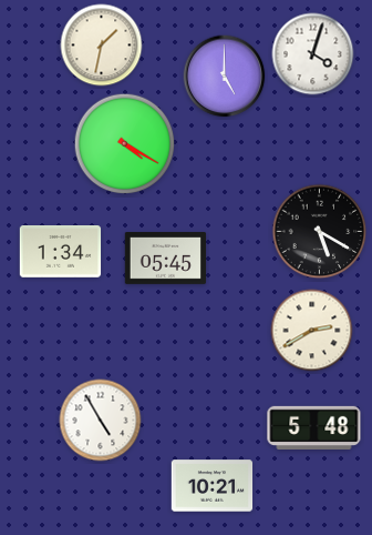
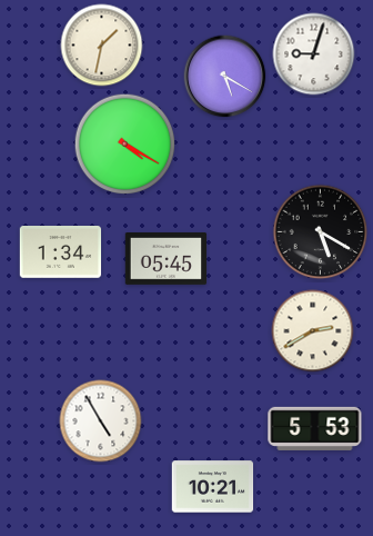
clock at (313, 54): 4:03 -> 9:03
clock at (225, 77): 5:00 -> 5:20
clock at (314, 427): 5:48 -> 5:53
